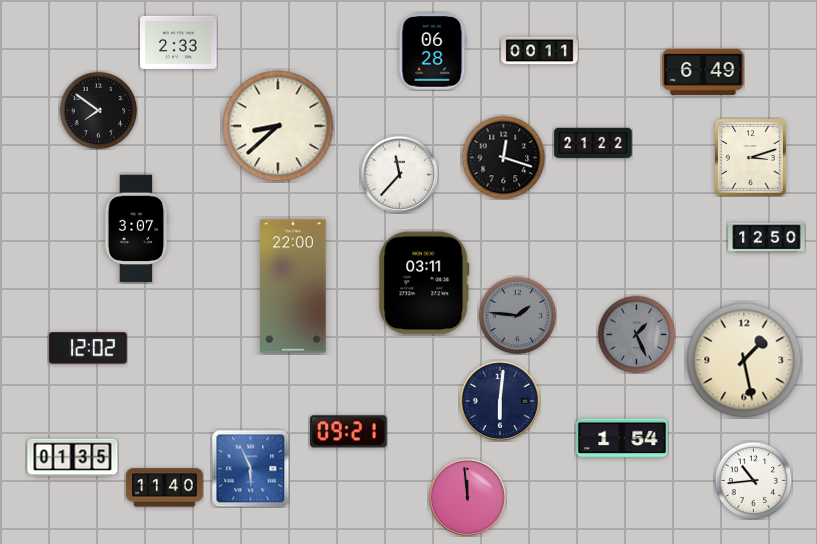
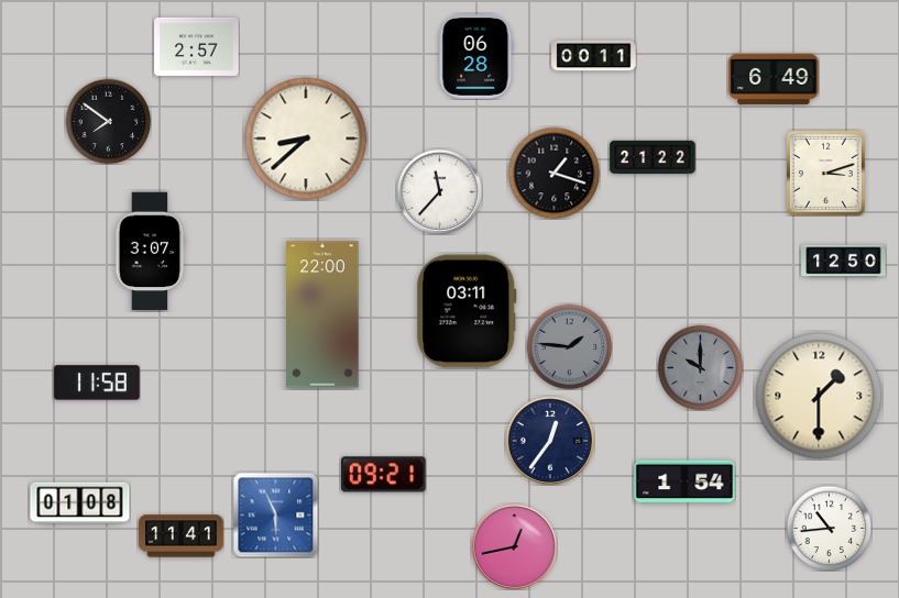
clock at (179, 42): 2:33 -> 2:57
clock at (503, 157): 12:18 -> 1:18
clock at (636, 334): 1:26 -> 10:00
clock at (88, 348): 12:02 -> 11:58
clock at (744, 360): 1:28 -> 1:30
clock at (500, 401): 6:01 -> 12:36
clock at (73, 458): 01:35 -> 01:08
clock at (165, 488): 11:40 -> 11:41
clock at (467, 497): 11:59 -> 12:43
